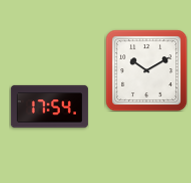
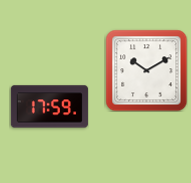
clock at (49, 107): 17:54 -> 17:59
